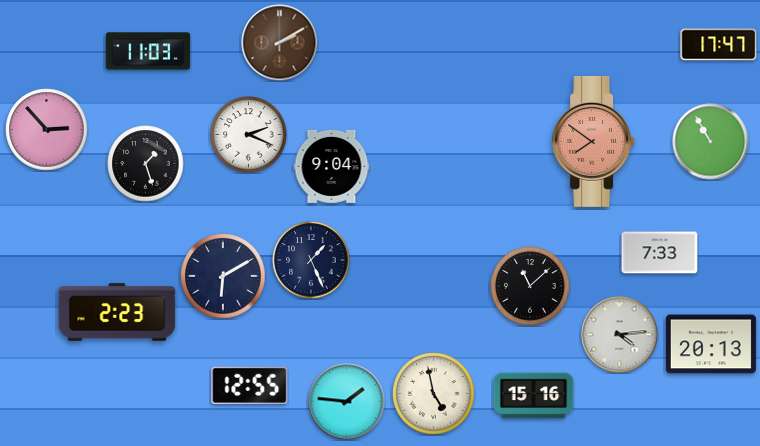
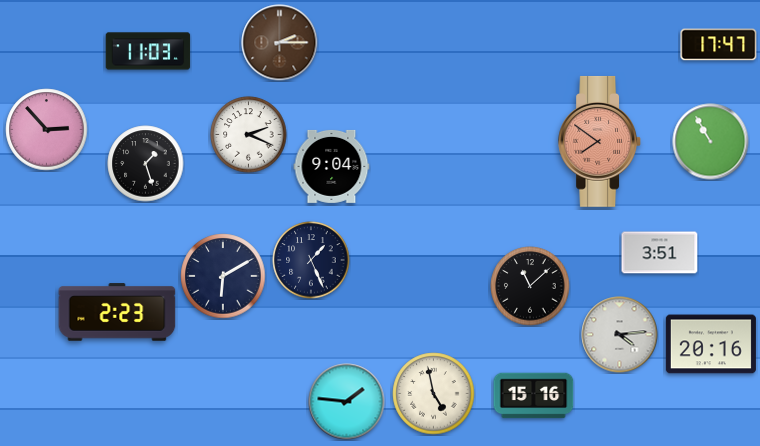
clock at (280, 43): 2:10 -> 2:15
clock at (593, 141) position: (593, 141) -> (599, 141)
clock at (660, 253): 7:33 -> 3:51
clock at (711, 344): 20:13 -> 20:16
clock at (250, 385): 12:55 -> none
